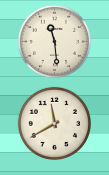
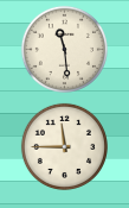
clock at (54, 123): 11:40 -> 11:45
